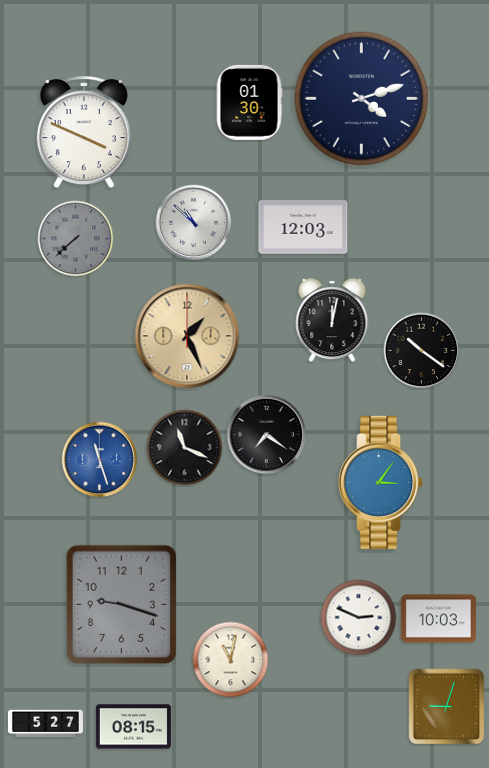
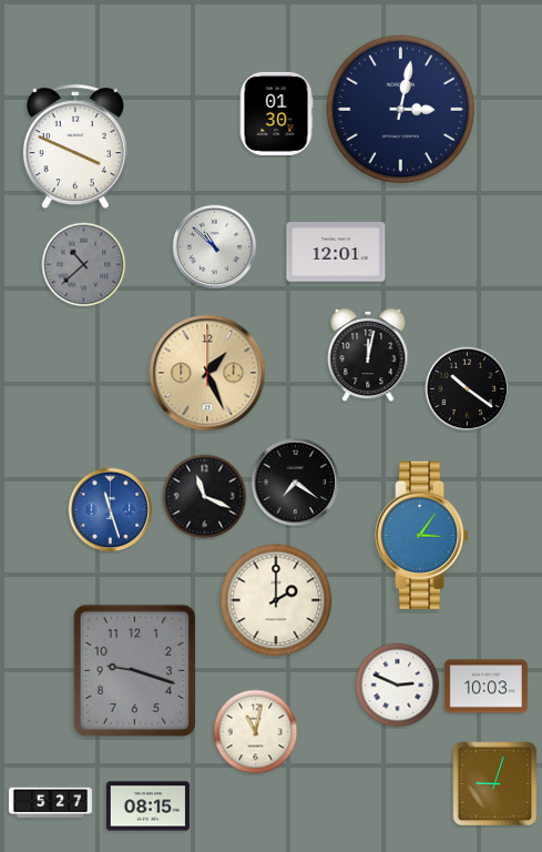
clock at (362, 99): 4:12 -> 3:02
clock at (84, 133) position: (84, 133) -> (75, 148)
clock at (303, 227): 12:03 -> 12:01
clock at (76, 239): 7:38 -> 10:38
clock at (276, 600): none -> 2:00
